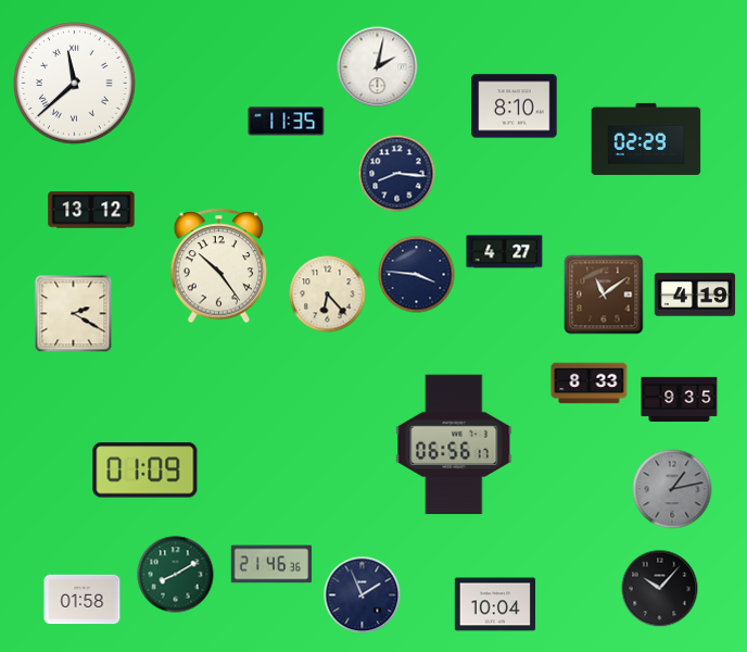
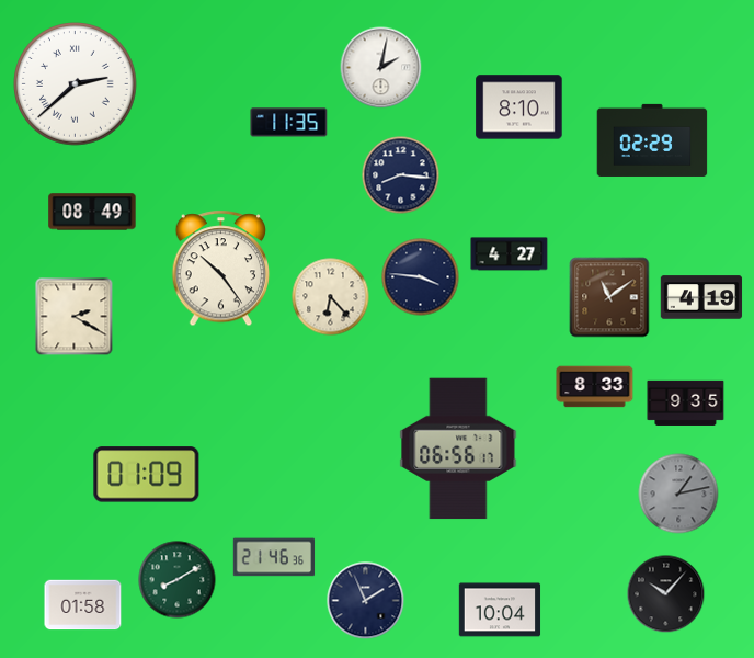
clock at (75, 84): 11:38 -> 2:38
clock at (91, 210): 13:12 -> 08:49
clock at (271, 564) position: (271, 564) -> (274, 557)
